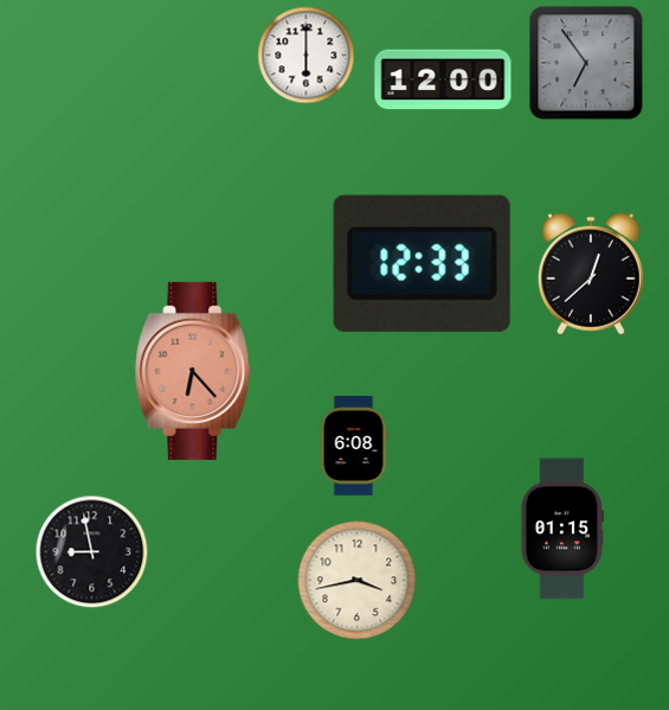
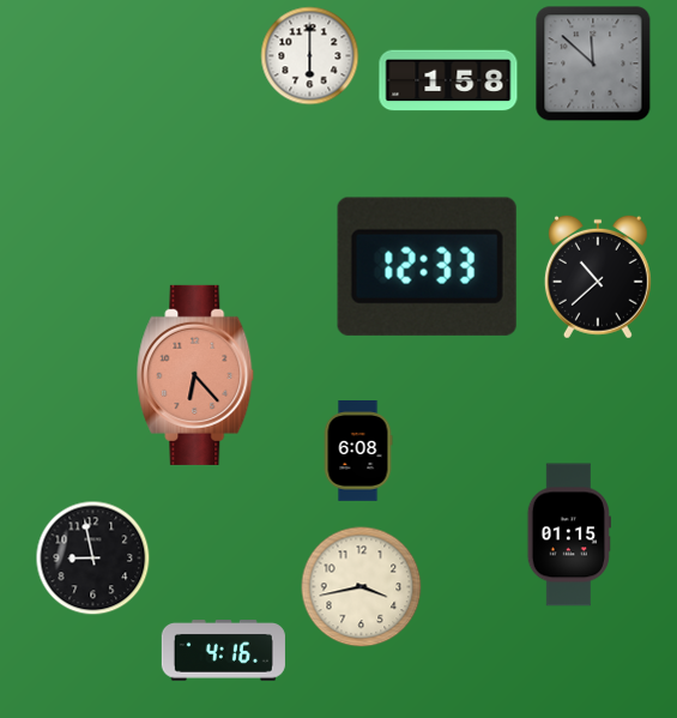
clock at (586, 63): 6:54 -> 11:52
clock at (443, 79): 12:00 -> 1:58
clock at (591, 274): 12:38 -> 10:38
clock at (223, 651): none -> 4:16
